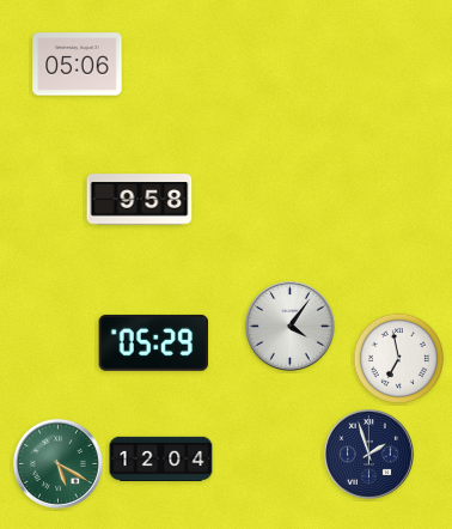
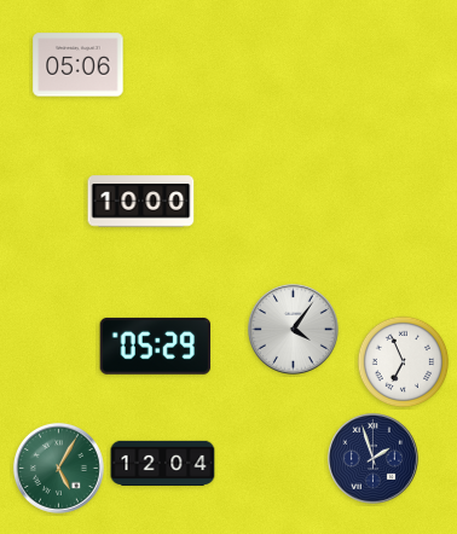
clock at (140, 200): 9:58 -> 10:00
clock at (399, 359): 6:58 -> 6:56
clock at (57, 463): 5:20 -> 5:05
